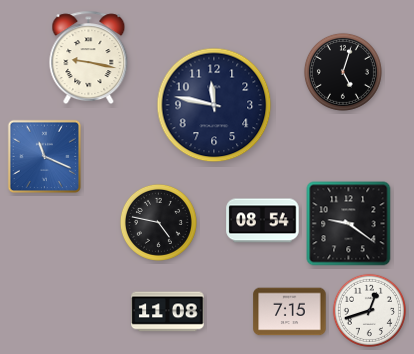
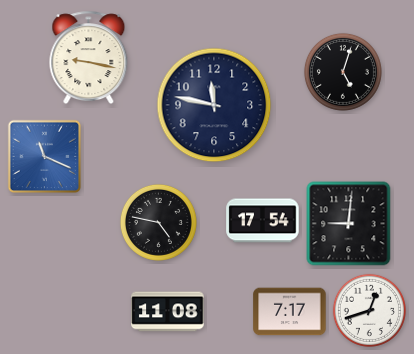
clock at (263, 221): 08:54 -> 17:54
clock at (349, 224): 9:21 -> 9:01
clock at (290, 312): 7:15 -> 7:17
